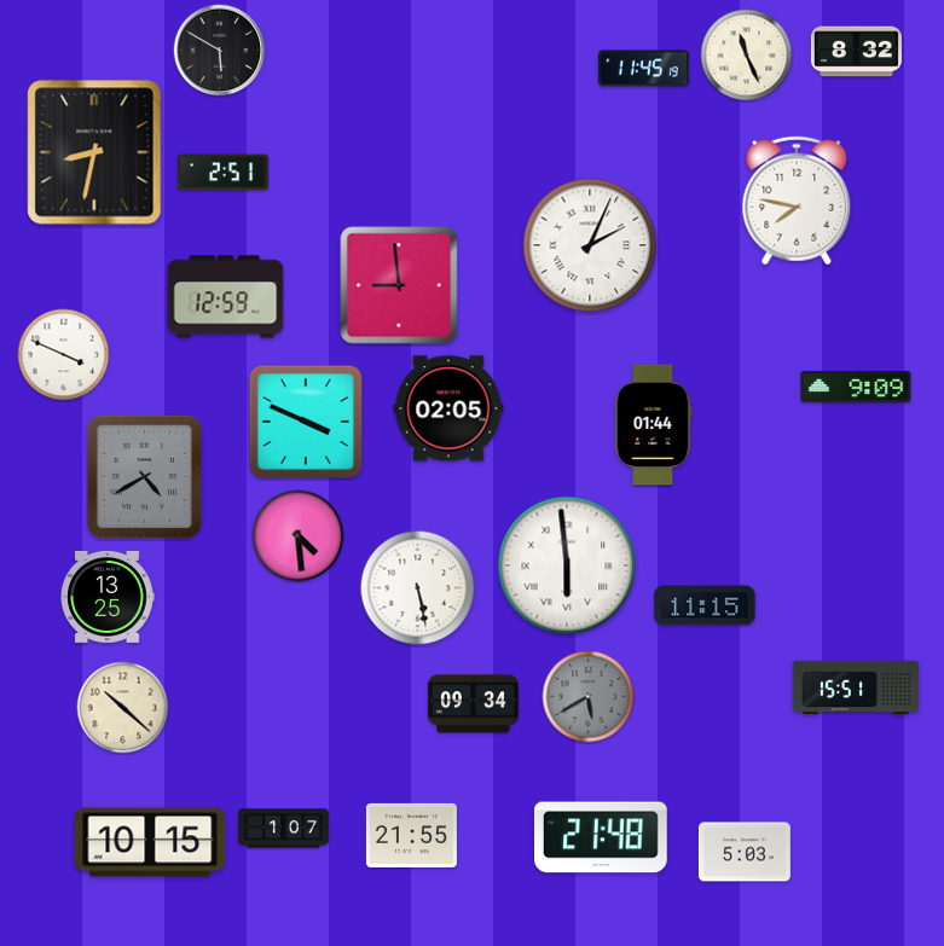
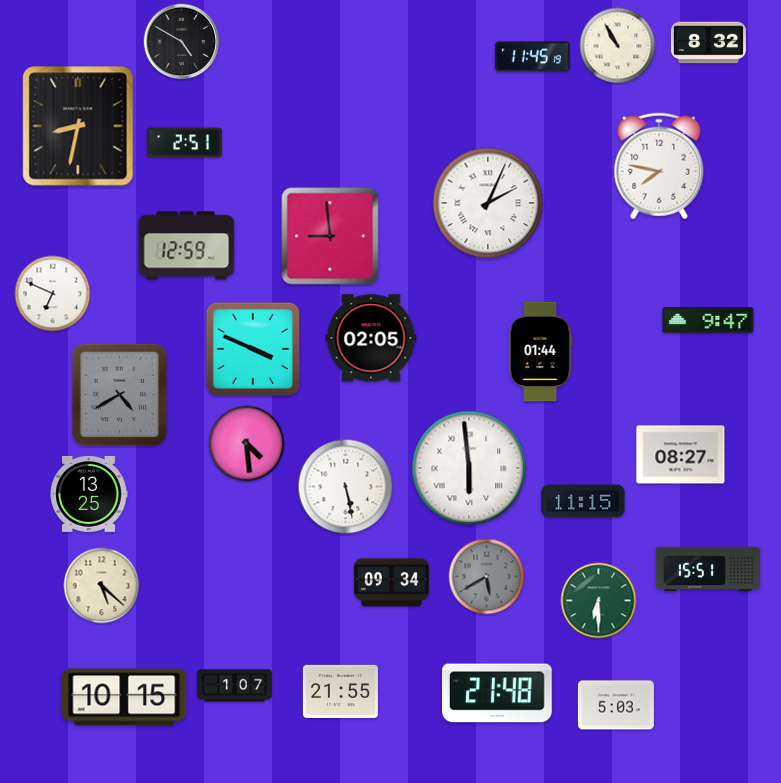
clock at (220, 51): 5:50 -> 4:50
clock at (747, 56): 11:26 -> 10:55
clock at (64, 355): 3:49 -> 6:49
clock at (856, 387): 9:09 -> 9:47
clock at (681, 455): none -> 08:27
clock at (123, 708): 10:22 -> 5:22
clock at (599, 601): none -> 6:30
